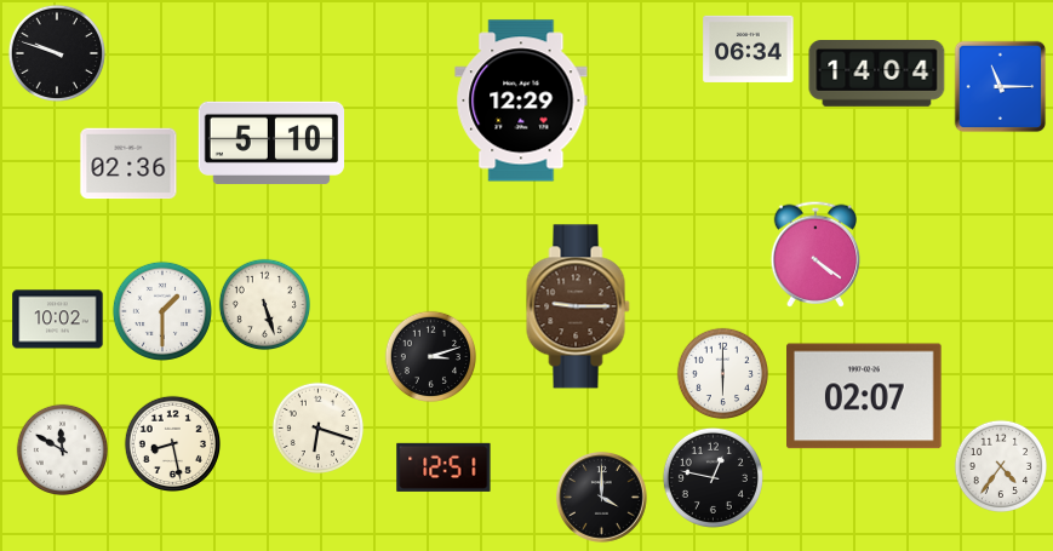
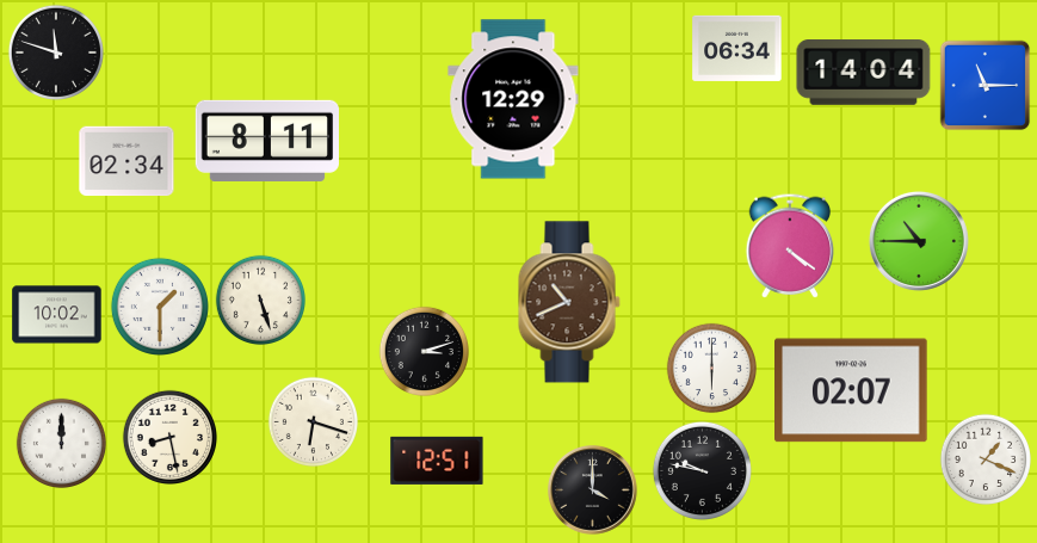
clock at (57, 53): 9:48 -> 11:48
clock at (270, 143): 5:10 -> 8:11
clock at (128, 163): 02:36 -> 02:34
clock at (919, 241): none -> 10:45
clock at (815, 254) position: (815, 254) -> (790, 246)
clock at (578, 306): 9:15 -> 10:41
clock at (62, 449): 11:50 -> 12:00
clock at (1000, 465): 4:36 -> 1:19
clock at (713, 477): 12:47 -> 9:47
